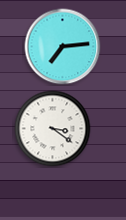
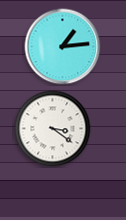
clock at (63, 47): 7:14 -> 1:14
